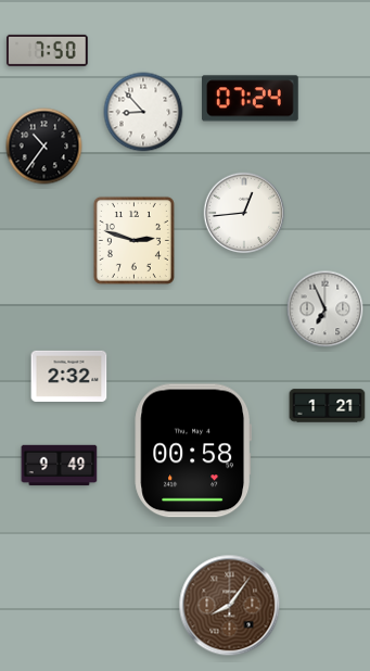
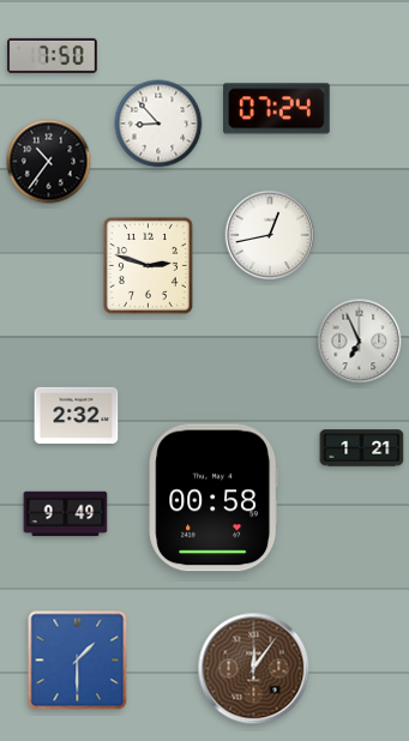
clock at (244, 213): 12:44 -> 12:43
clock at (78, 661): none -> 1:30
clock at (230, 606): 8:06 -> 12:06
